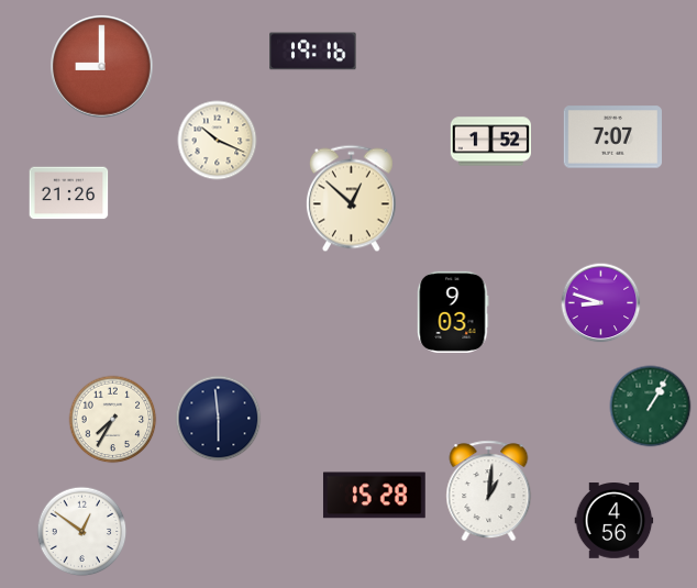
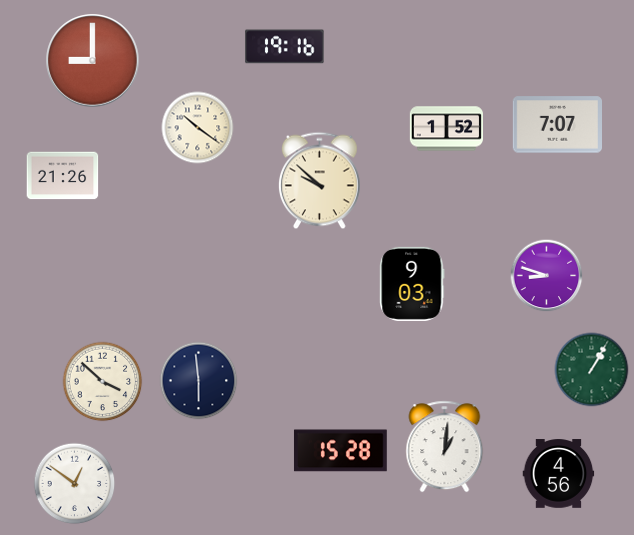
clock at (218, 141): 10:19 -> 10:21
clock at (351, 199): 12:52 -> 9:52
clock at (113, 420): 7:35 -> 3:52
